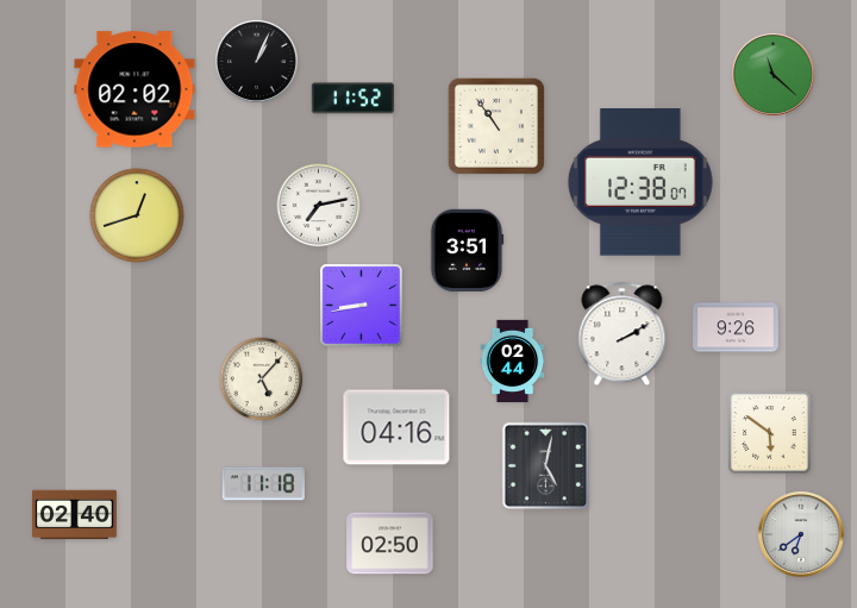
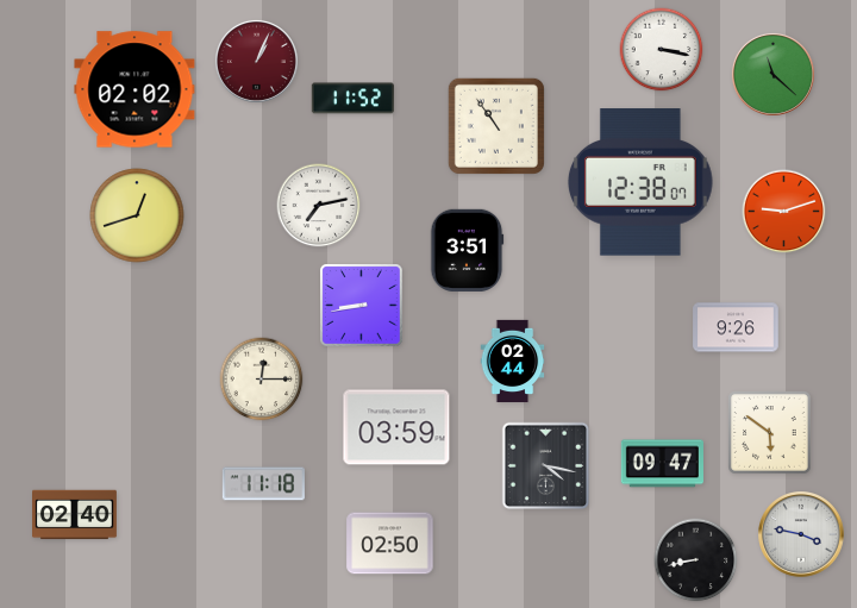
clock at (662, 50): none -> 3:17
clock at (256, 61) dial: black -> burgundy
clock at (784, 212): none -> 9:12
clock at (623, 334): 2:10 -> none
clock at (262, 380): 5:07 -> 12:15
clock at (396, 427): 04:16 -> 03:59
clock at (662, 464): none -> 09:47
clock at (546, 466): 5:02 -> 4:17
clock at (802, 535): 6:39 -> 3:47
clock at (696, 560): none -> 8:43
